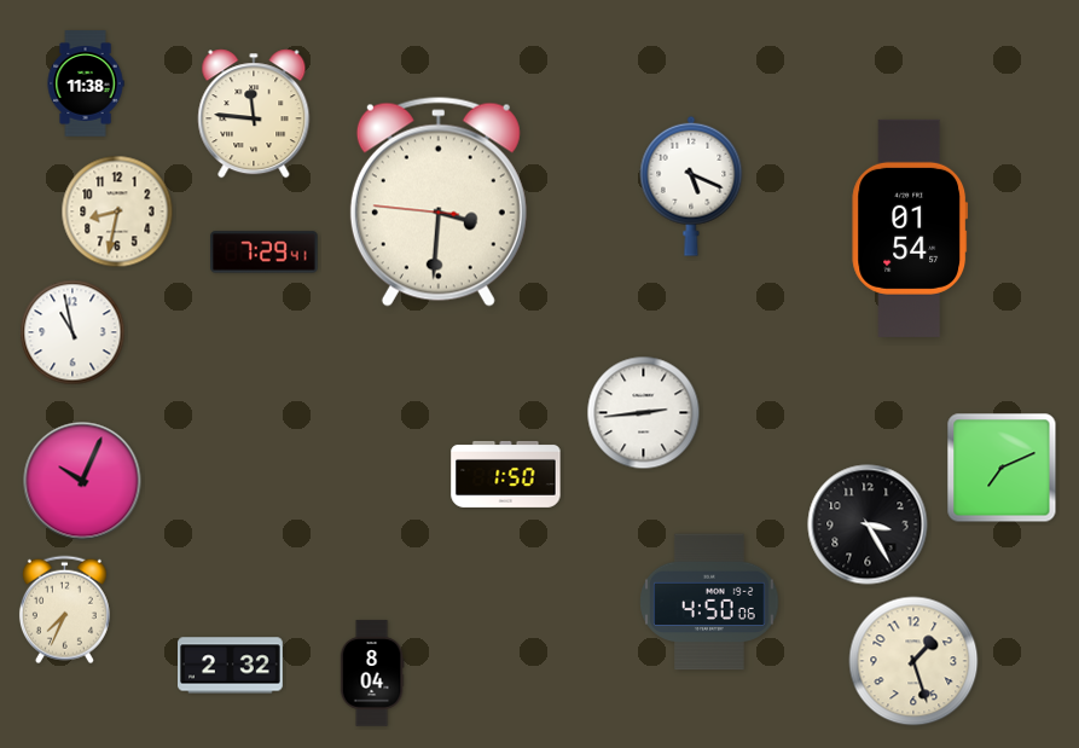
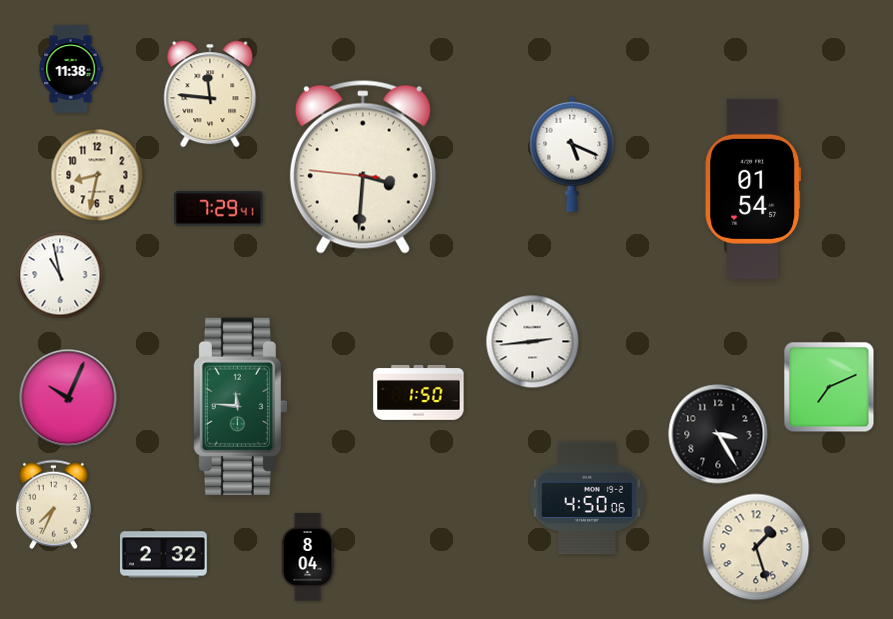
clock at (240, 406): none -> 11:46
clock at (231, 666) position: (231, 666) -> (164, 555)
